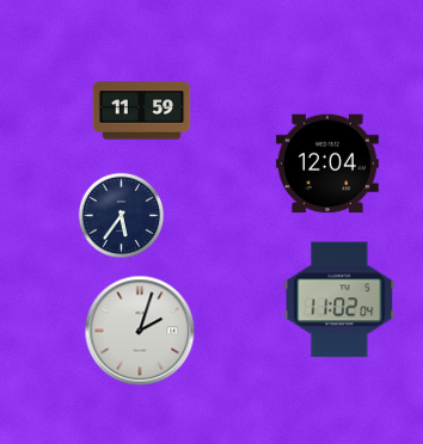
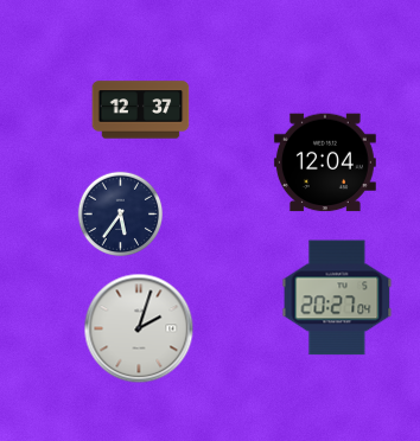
clock at (142, 111): 11:59 -> 12:37
clock at (339, 300): 11:02 -> 20:27
